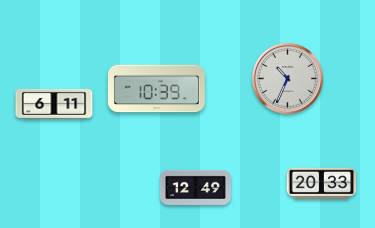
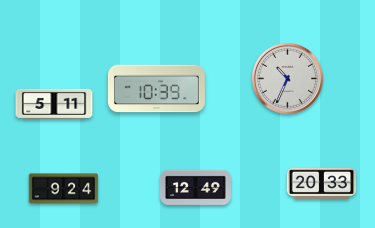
clock at (54, 104): 6:11 -> 5:11
clock at (64, 189): none -> 9:24
